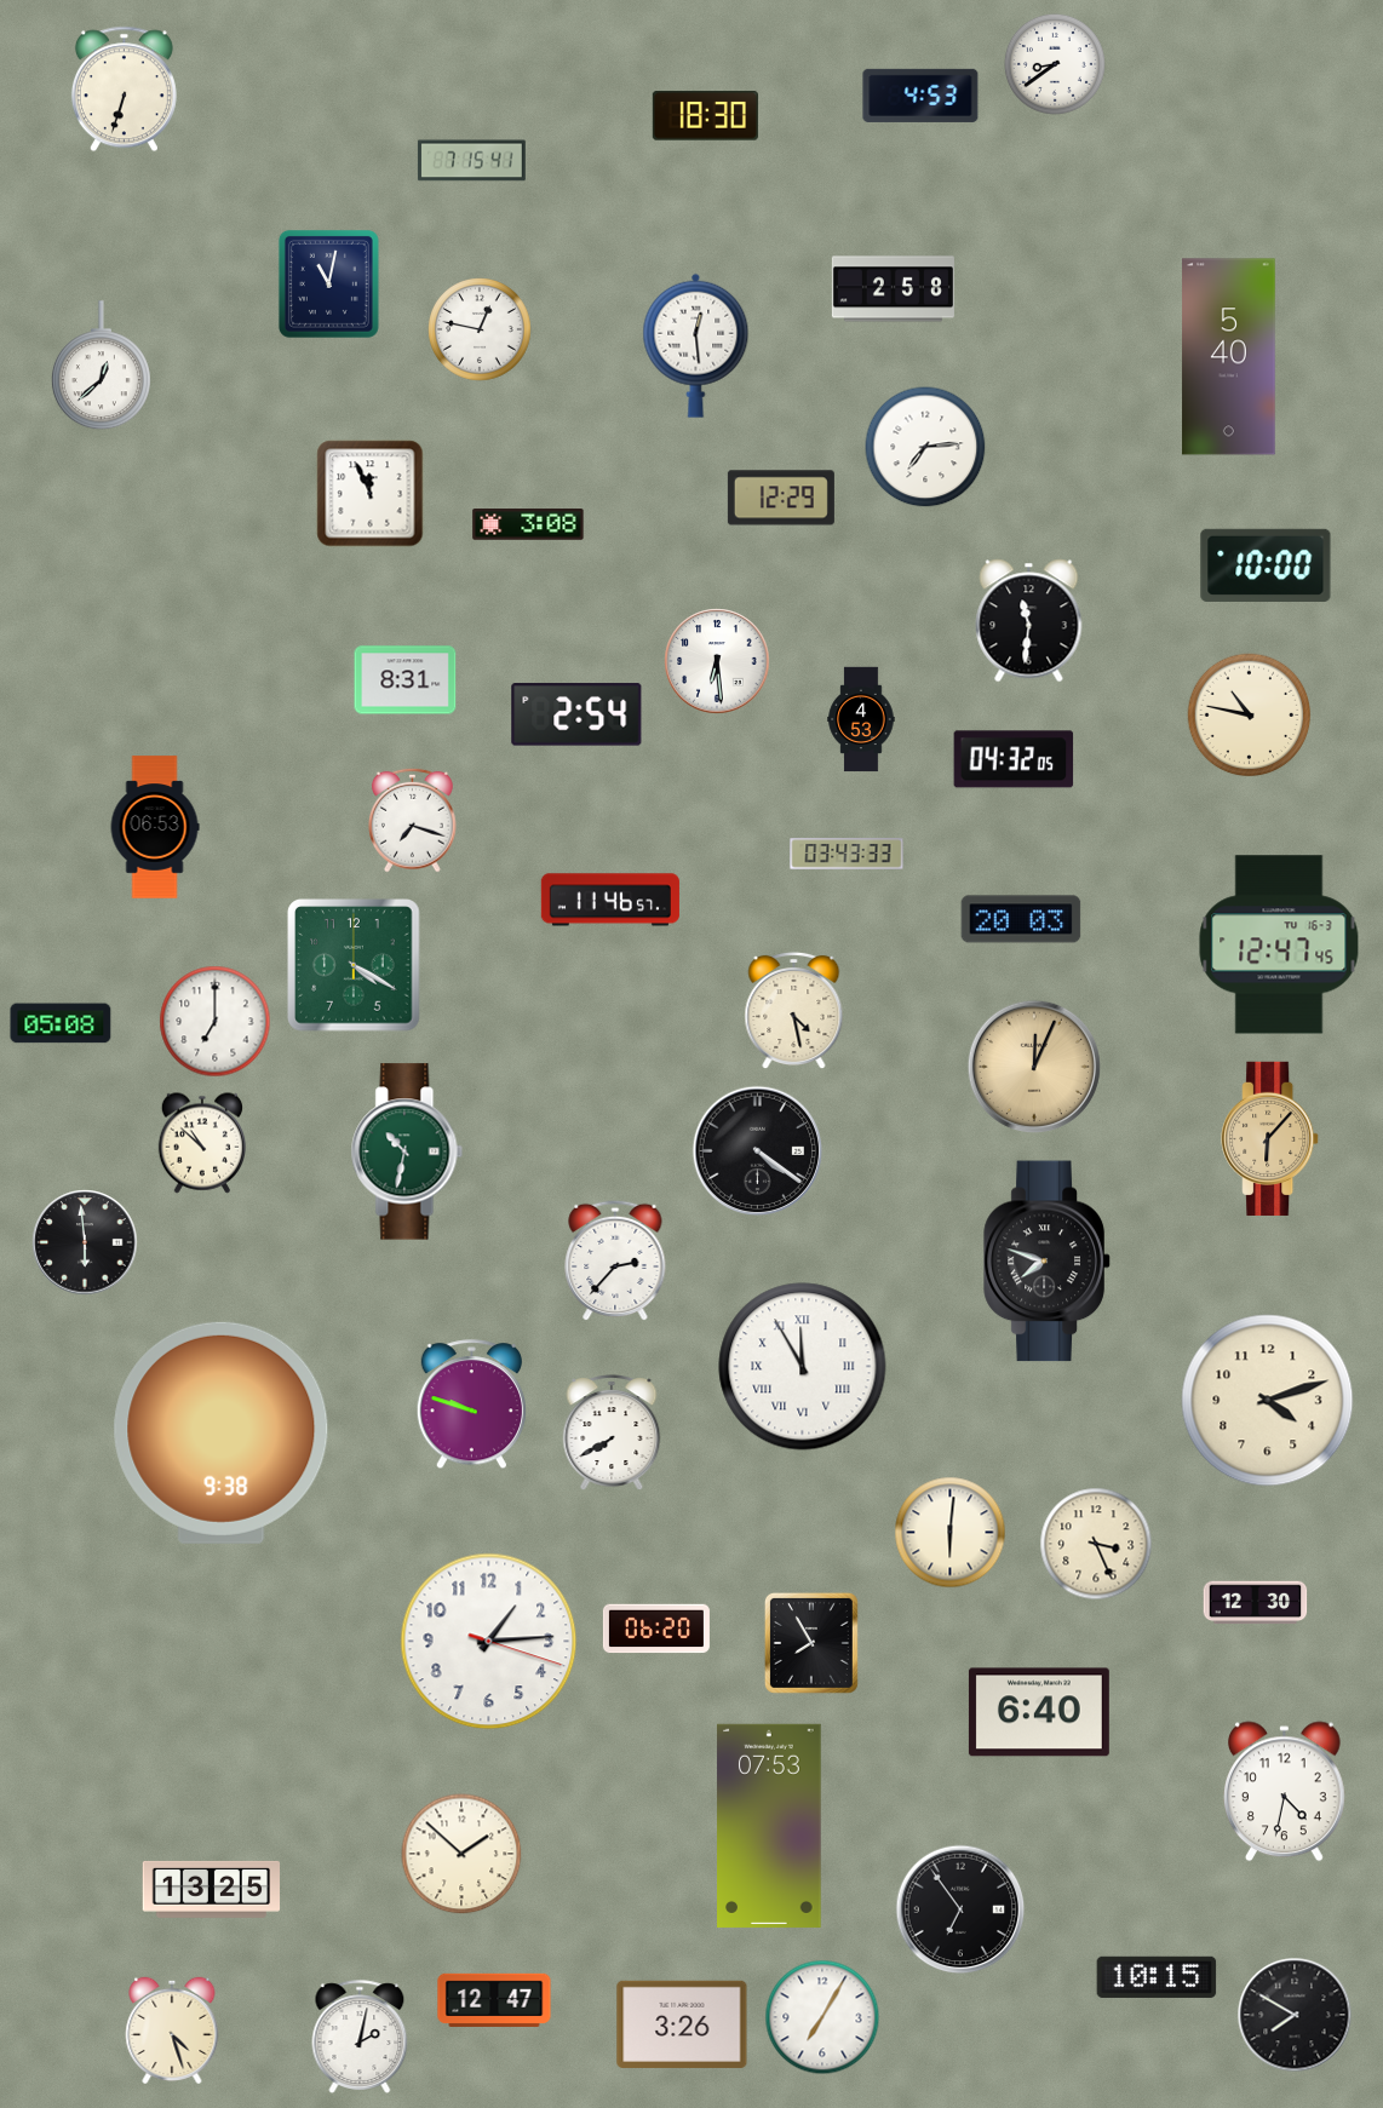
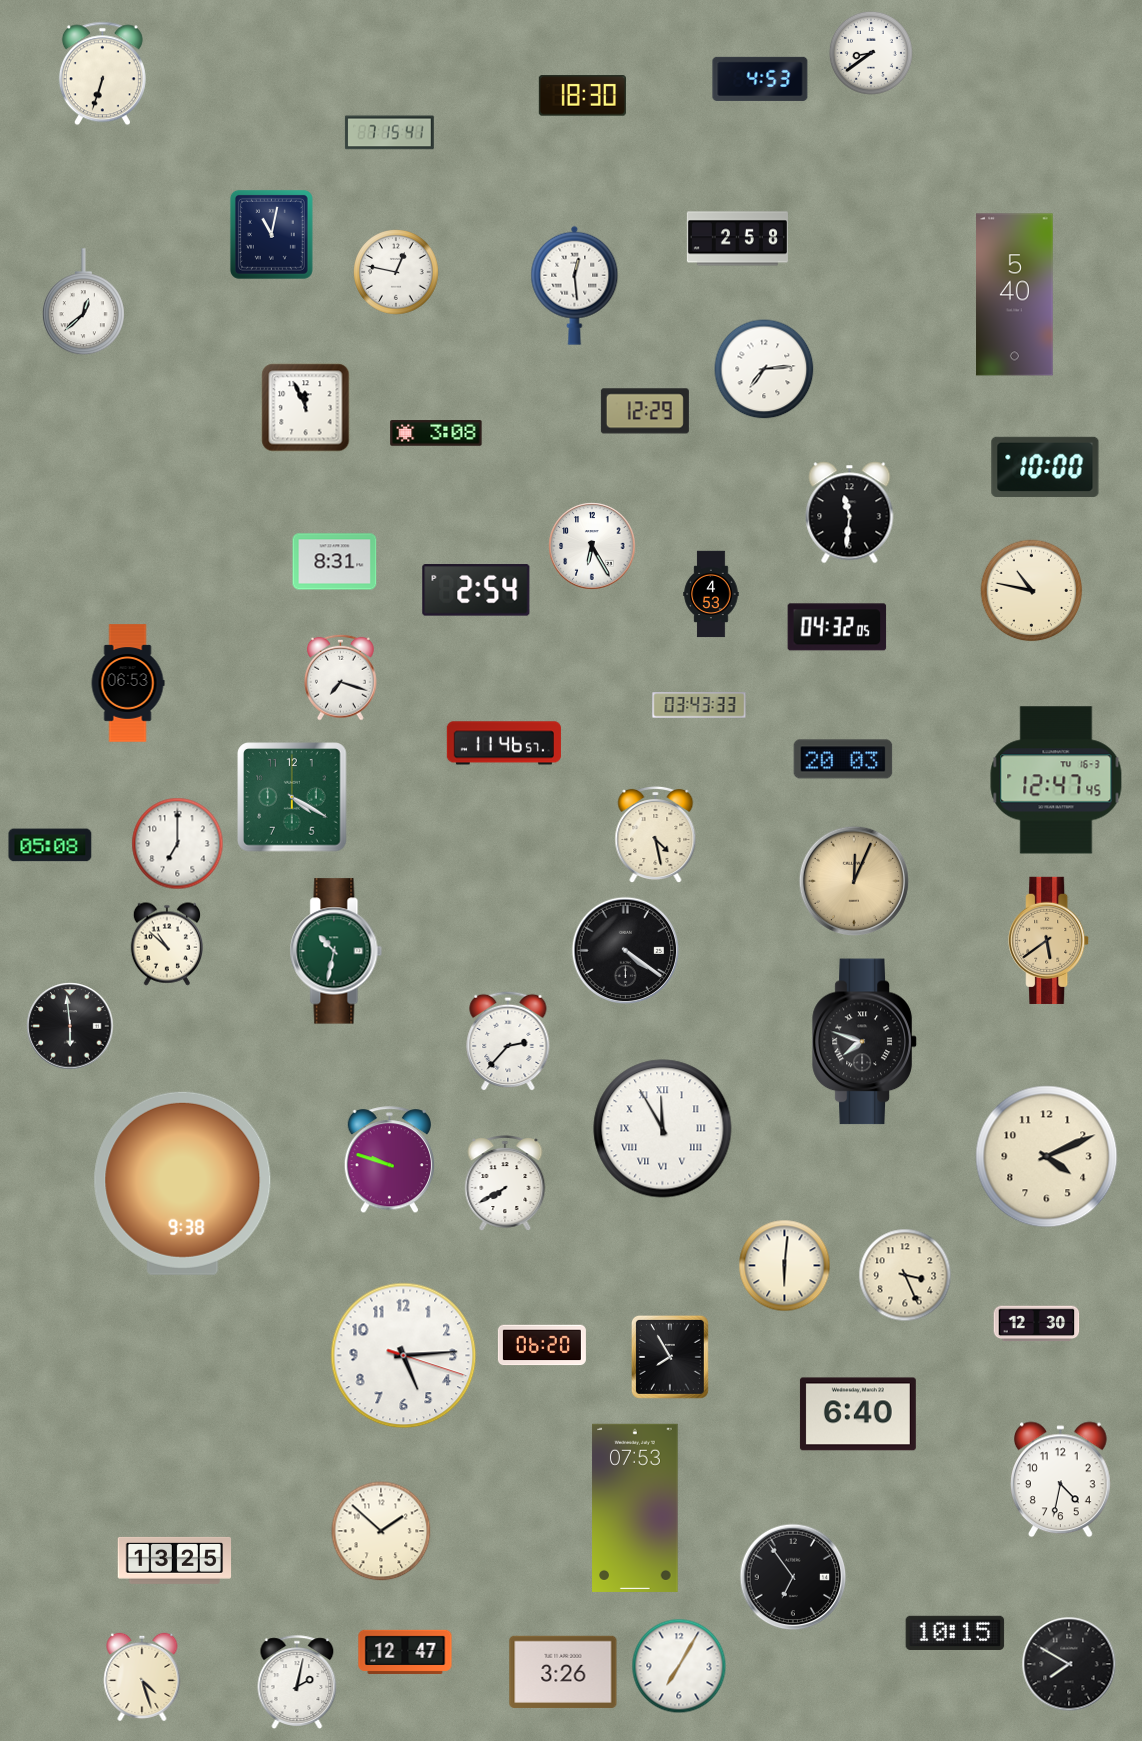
clock at (717, 661): 6:29 -> 6:25
clock at (1270, 1138): 6:07 -> 5:39
clock at (1268, 1401): 4:12 -> 4:11
clock at (489, 1642): 1:14 -> 5:14
clock at (494, 2000) position: (494, 2000) -> (405, 1652)
